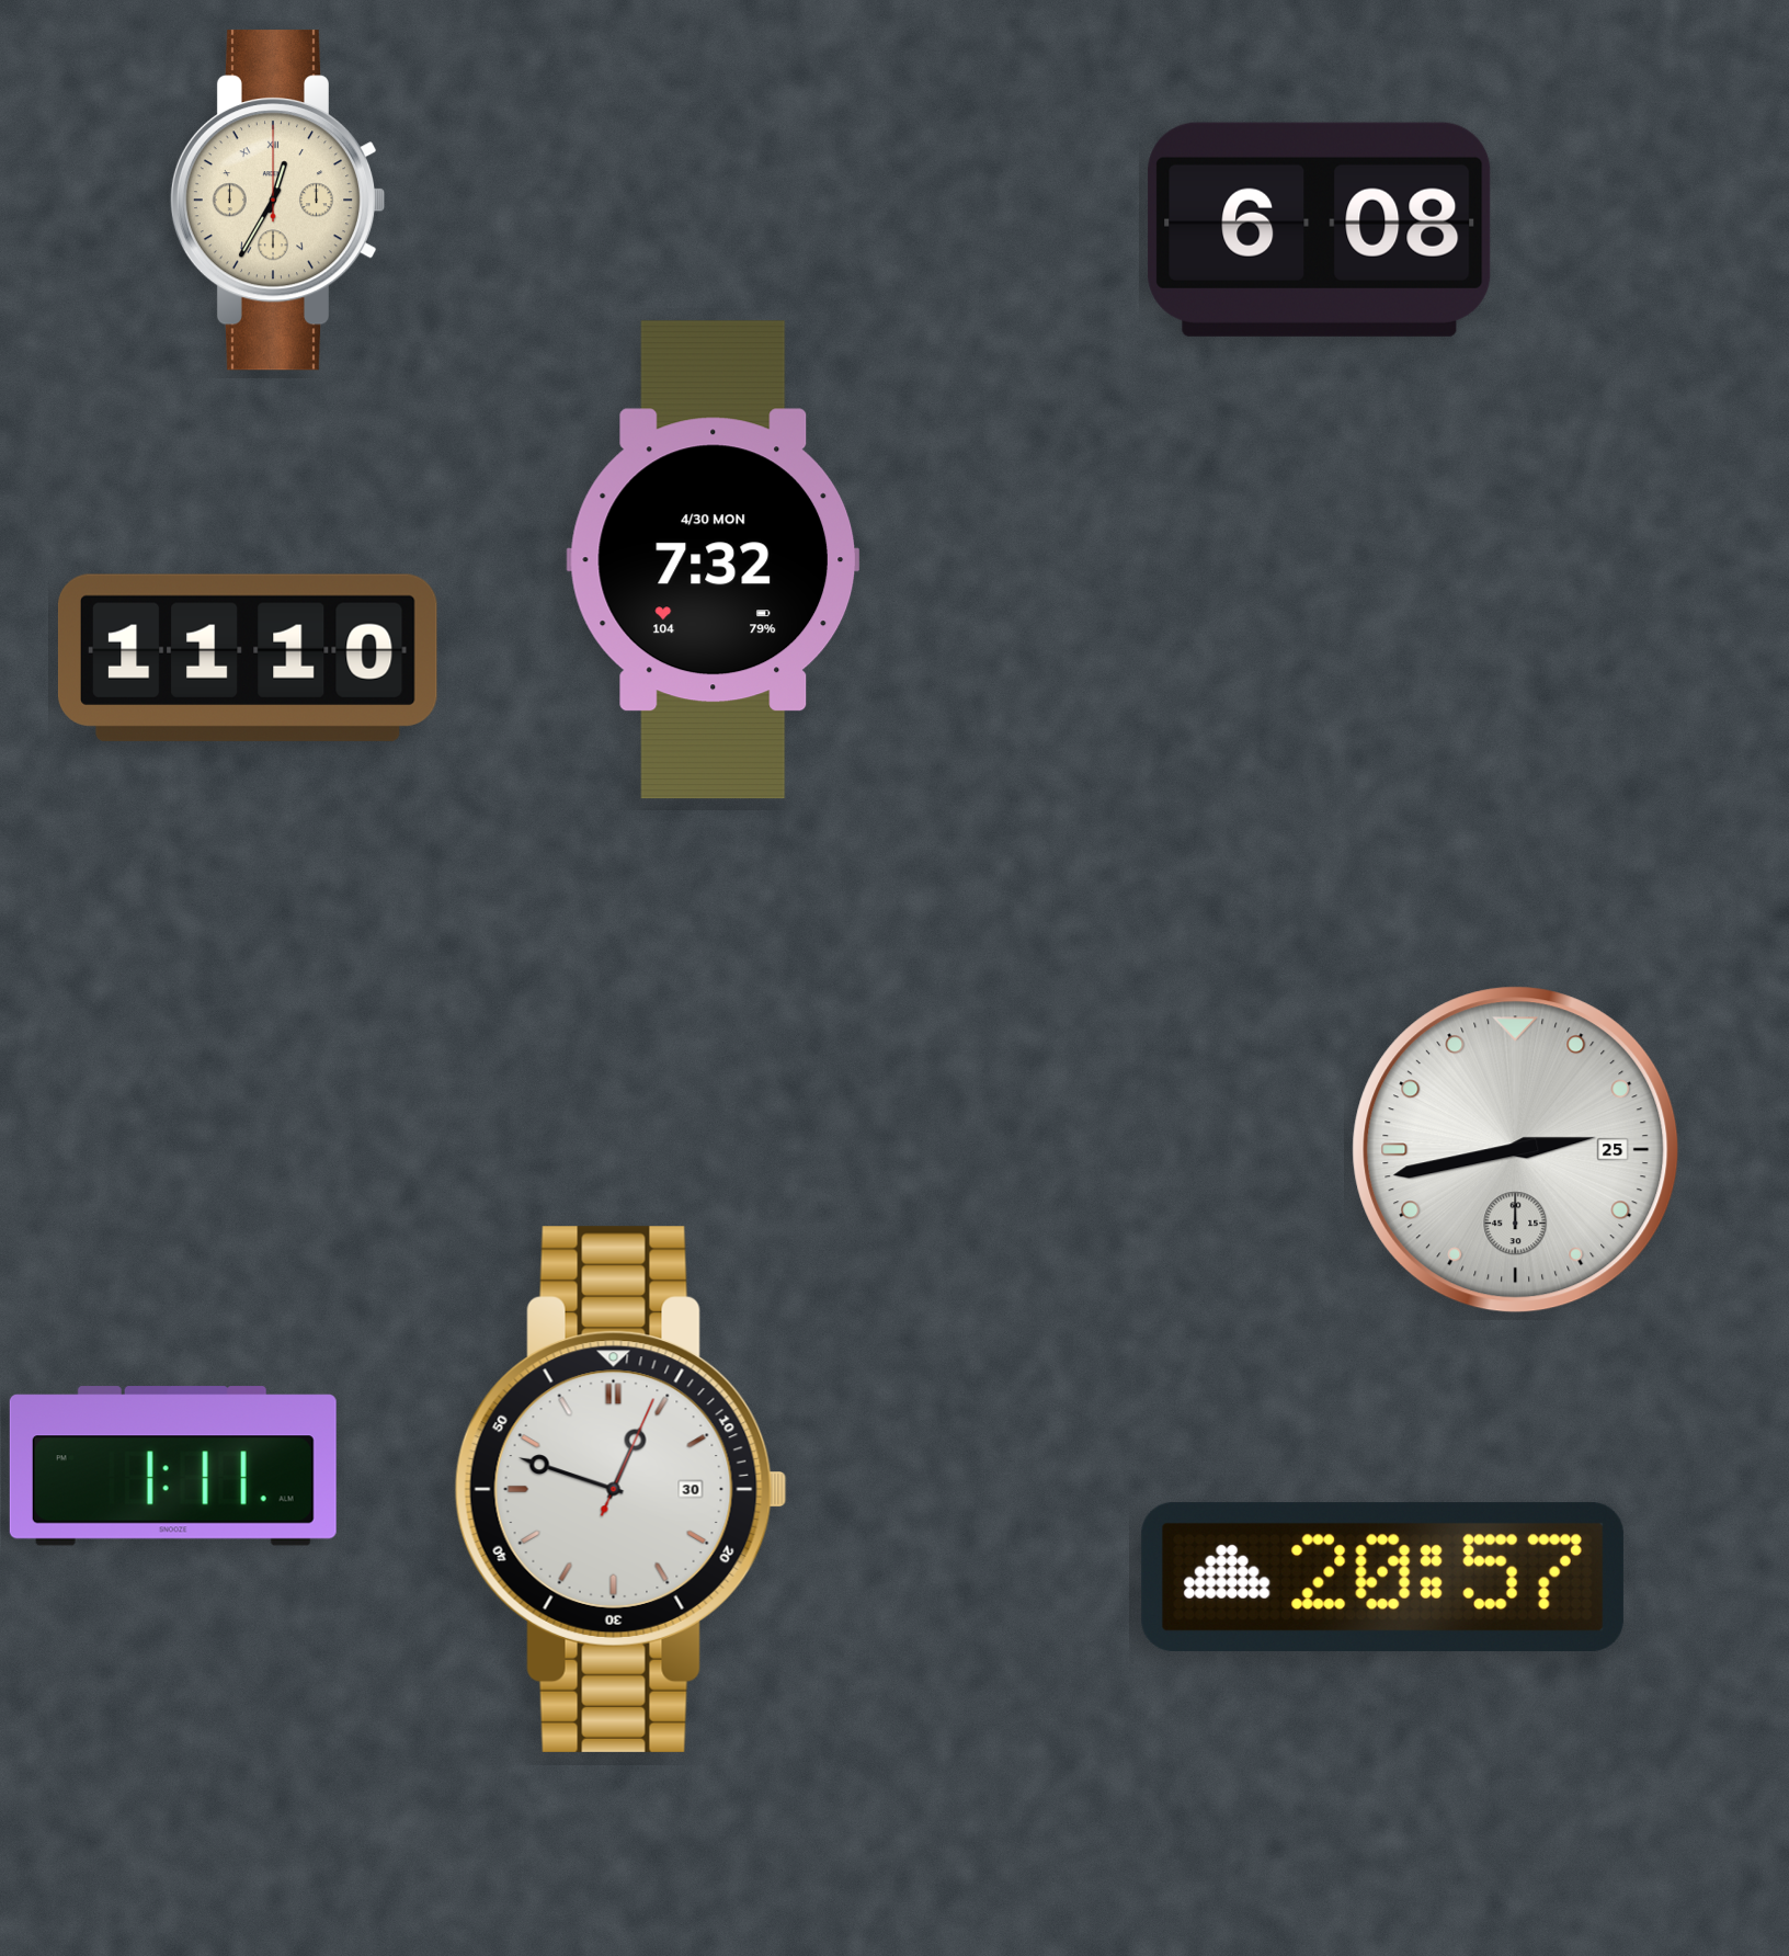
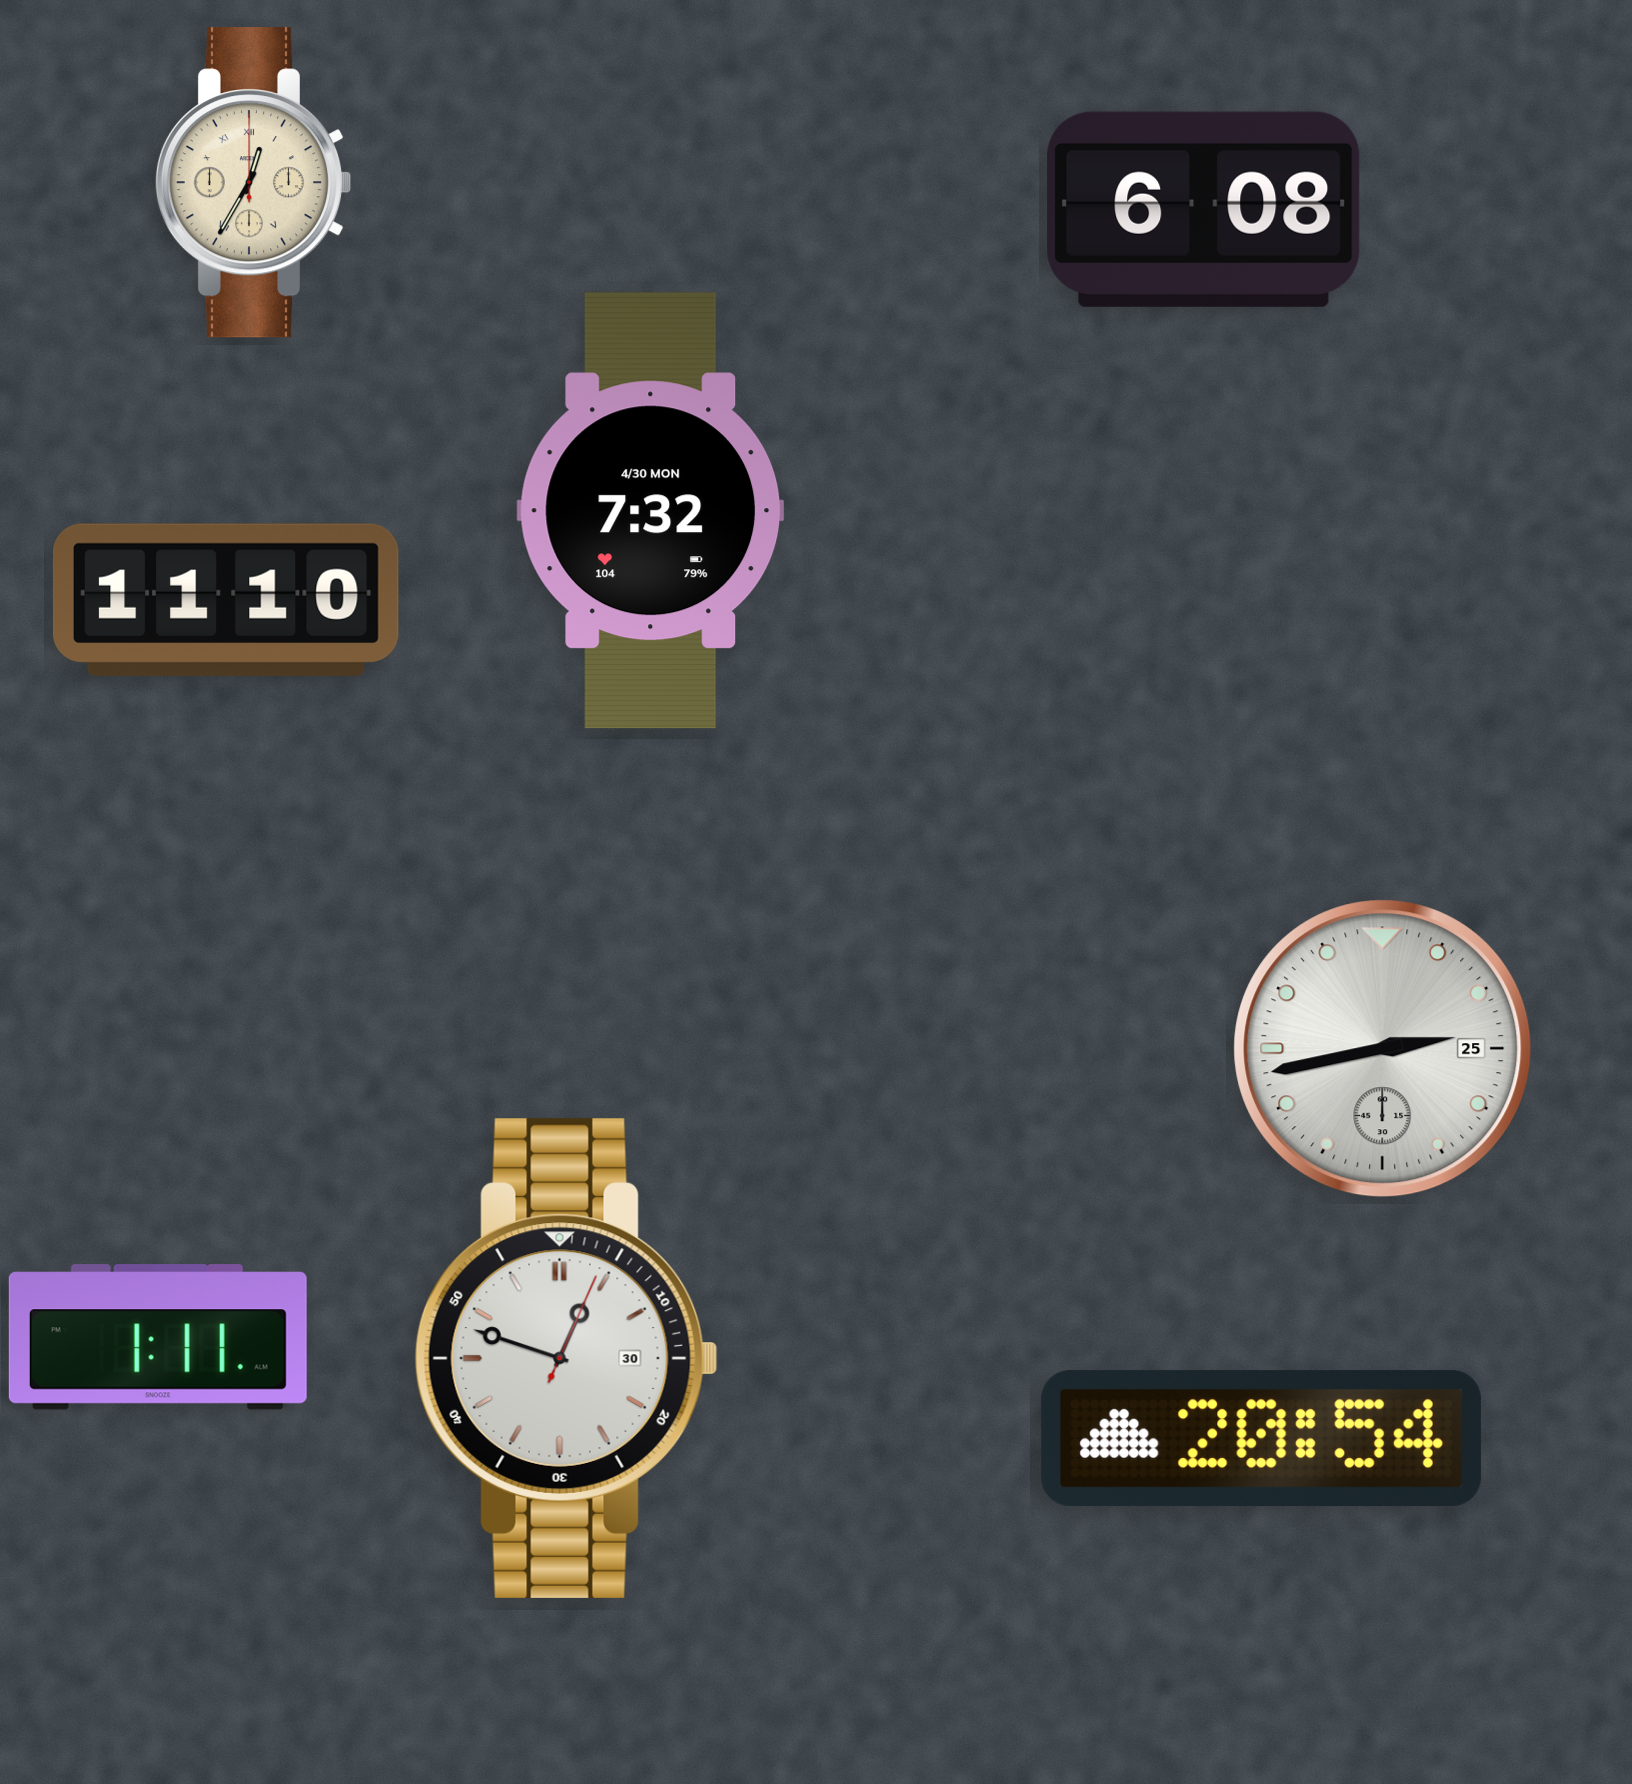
clock at (1382, 1577): 20:57 -> 20:54
